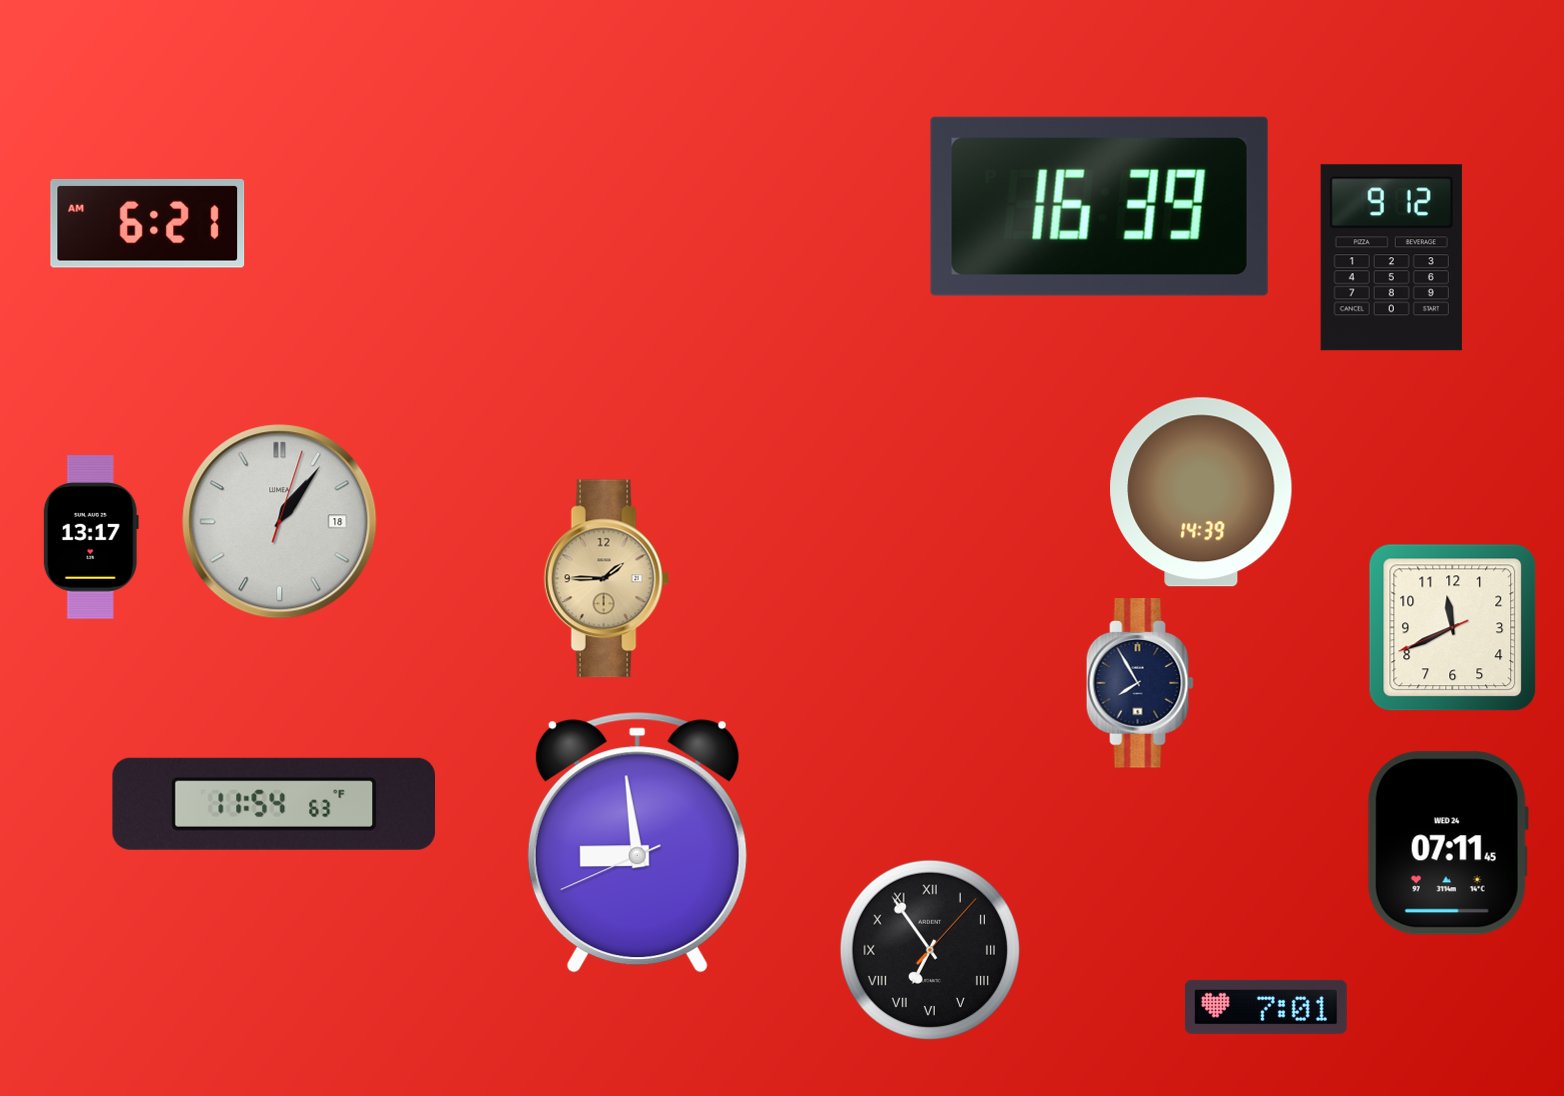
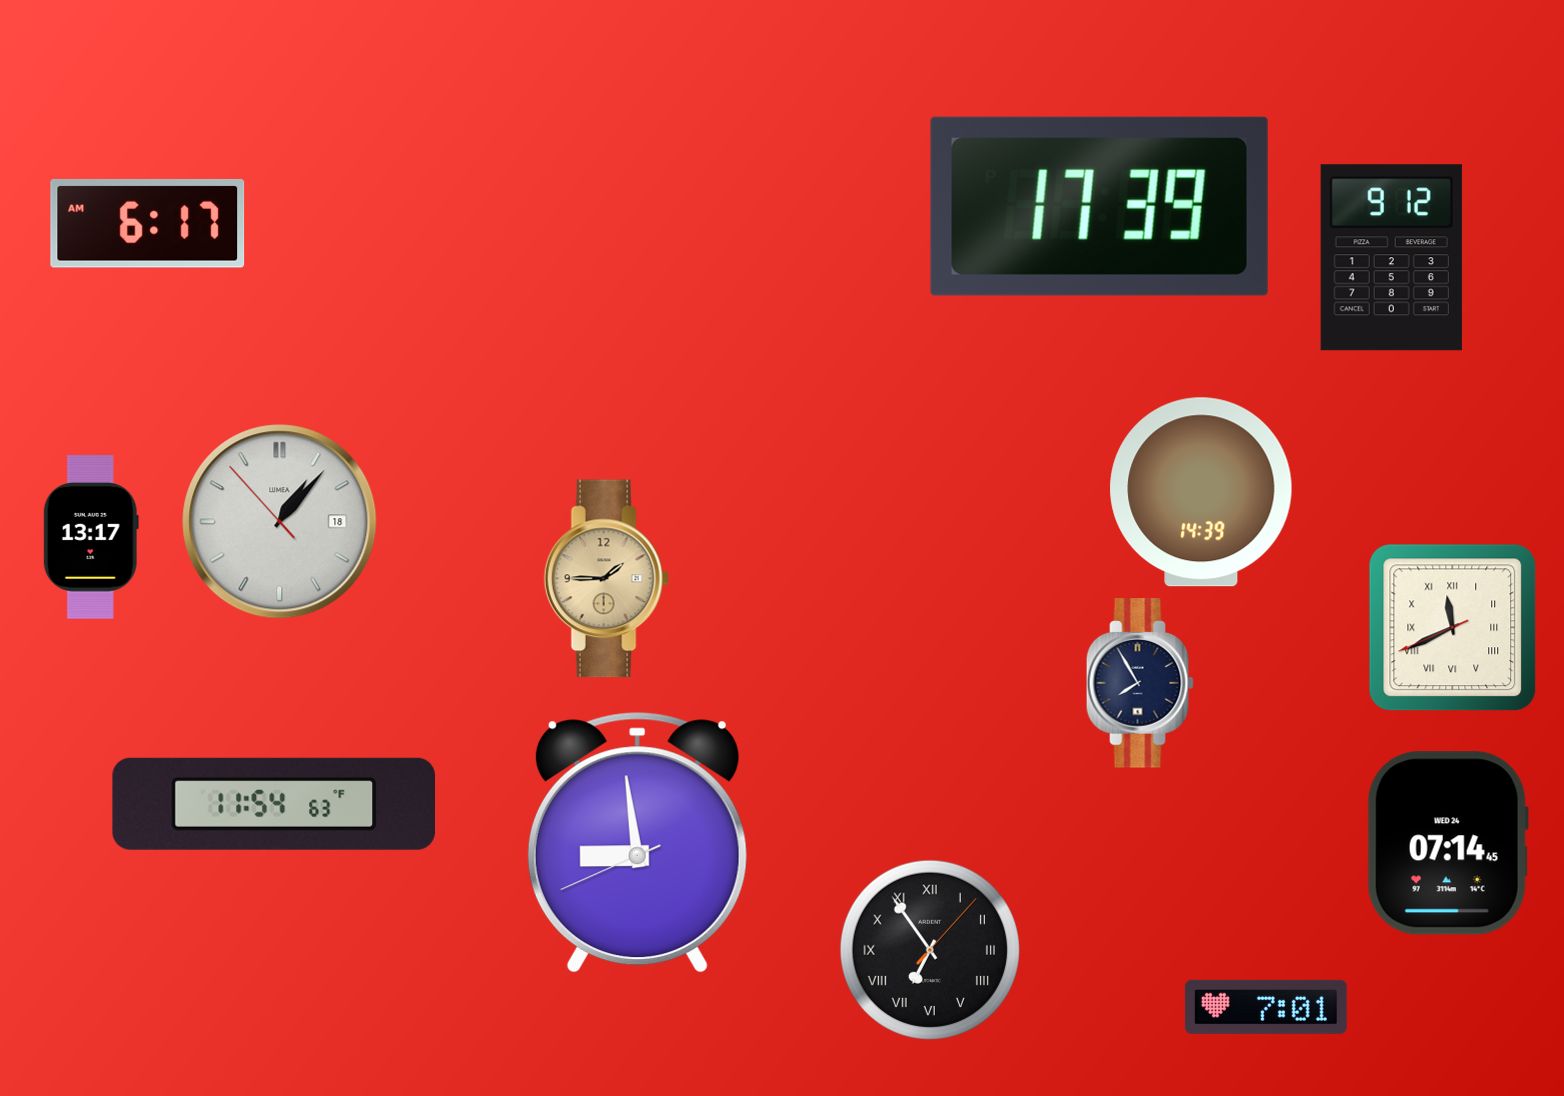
clock at (1099, 206): 16:39 -> 17:39
clock at (148, 223): 6:21 -> 6:17
clock at (280, 522): 1:06:03 -> 1:06:53
clock at (1453, 628) numerals: Arabic -> Roman
clock at (1448, 843): 07:11 -> 07:14
